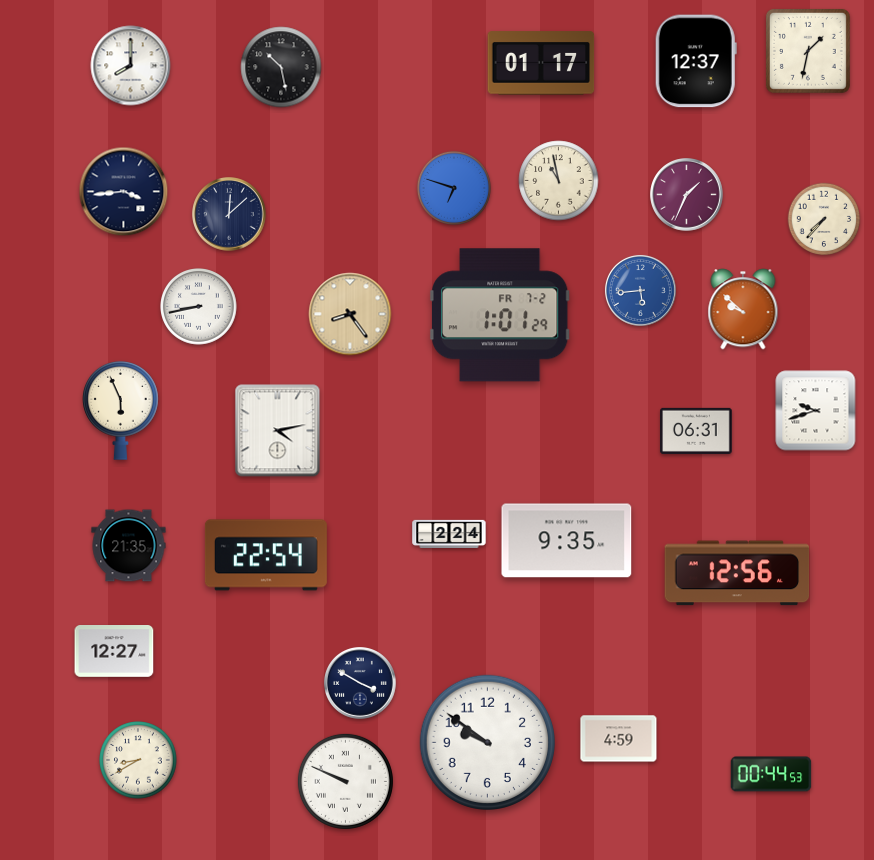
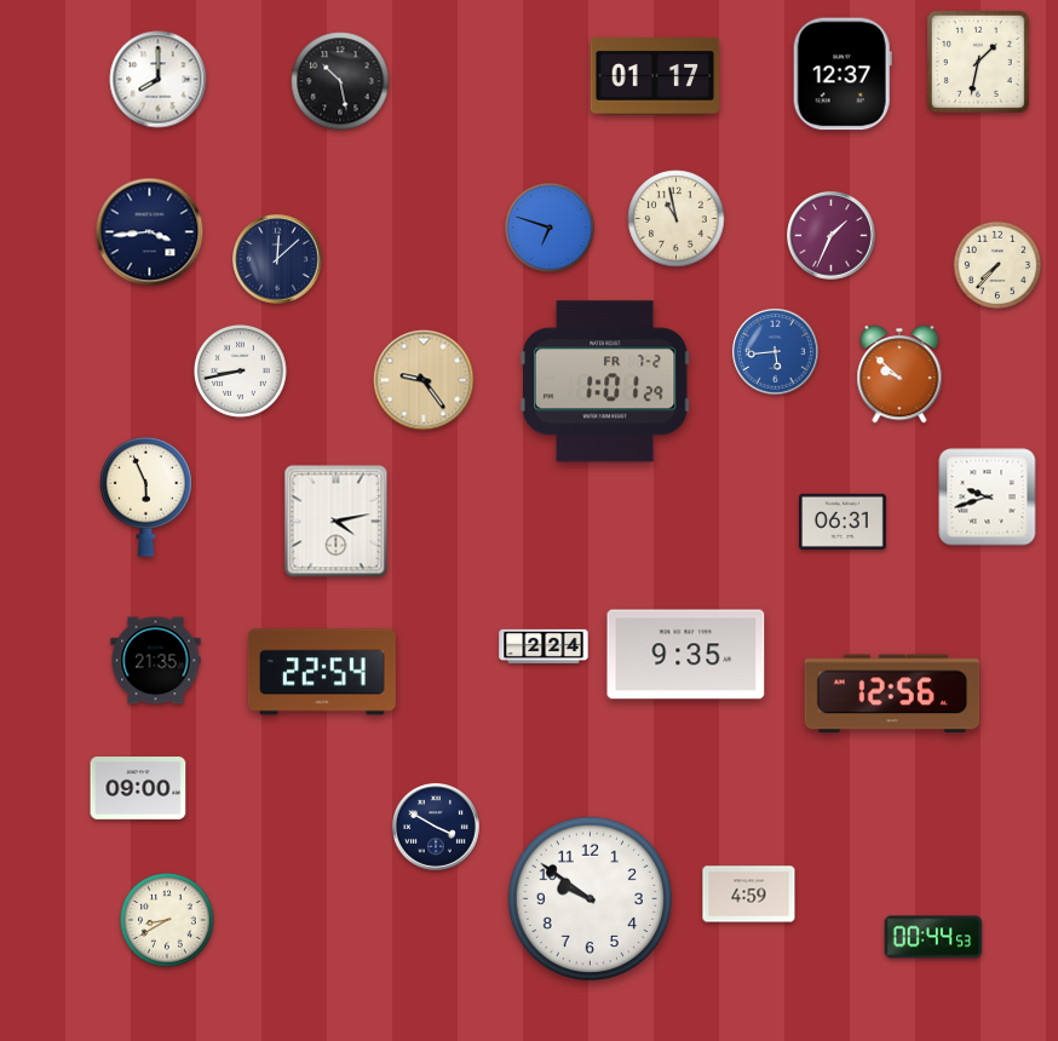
clock at (350, 314): 8:24 -> 9:24
clock at (114, 652): 12:27 -> 09:00
clock at (345, 781): 9:49 -> none
